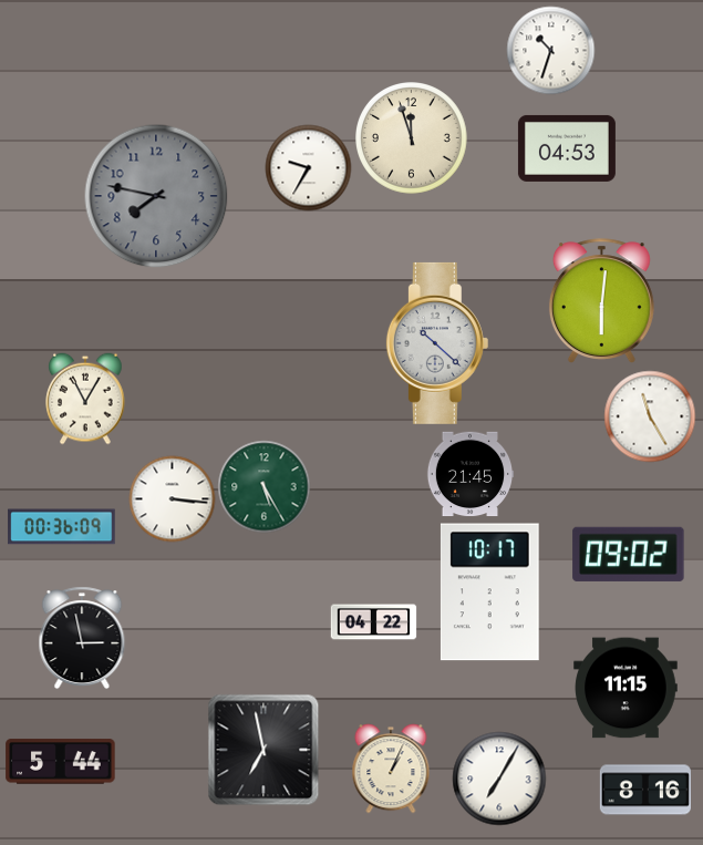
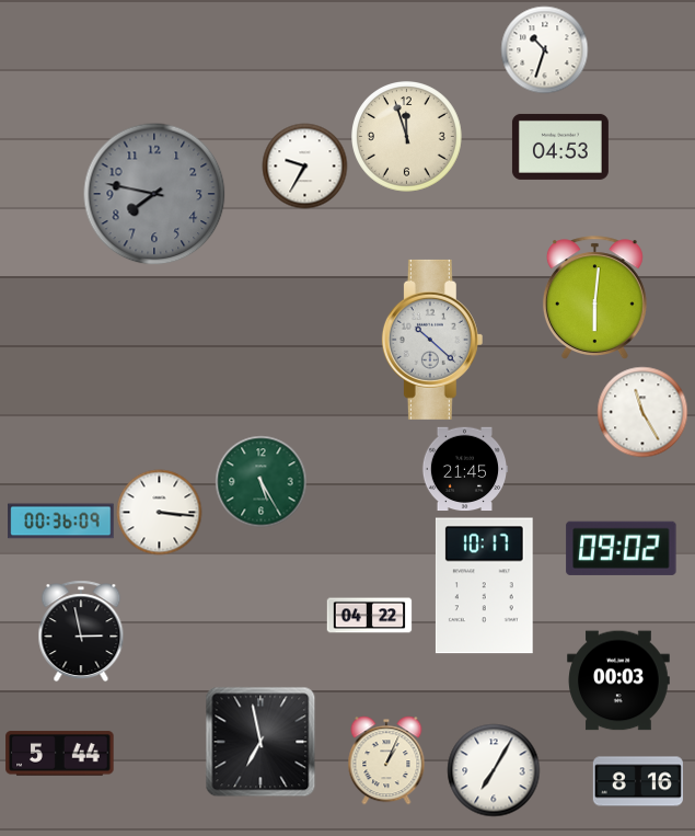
clock at (85, 399): 11:05 -> none
clock at (172, 498) position: (172, 498) -> (159, 512)
clock at (626, 688): 11:15 -> 00:03
